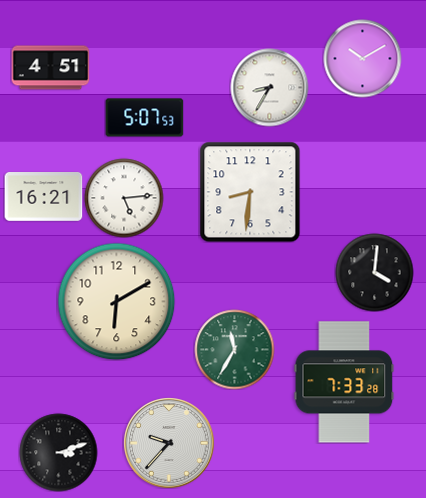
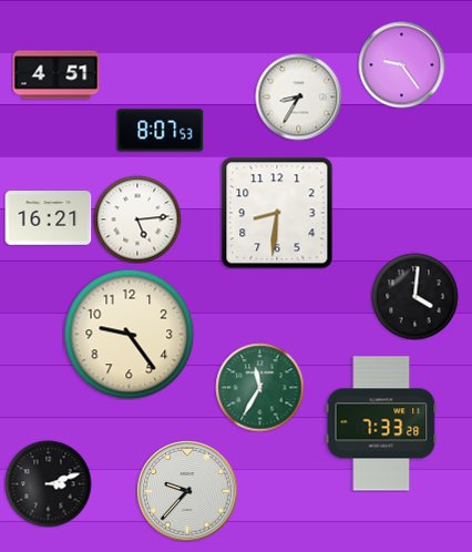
clock at (362, 58): 10:10 -> 9:24
clock at (144, 118): 5:07 -> 8:07
clock at (374, 272) position: (374, 272) -> (414, 296)
clock at (116, 301): 6:10 -> 9:24
clock at (58, 452) position: (58, 452) -> (48, 483)
